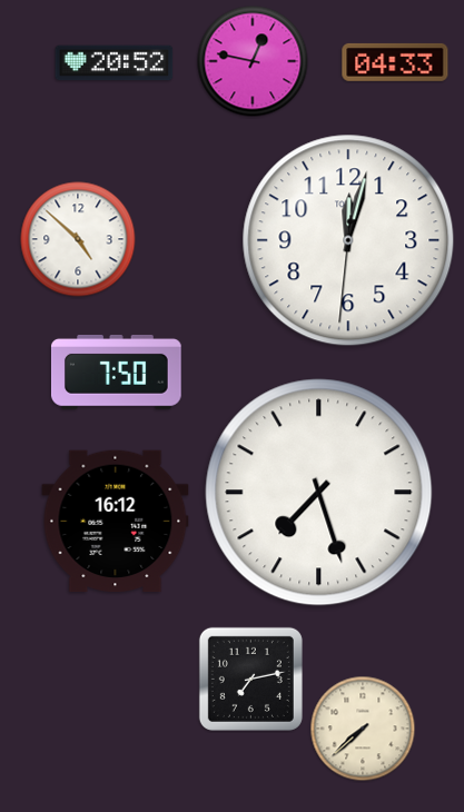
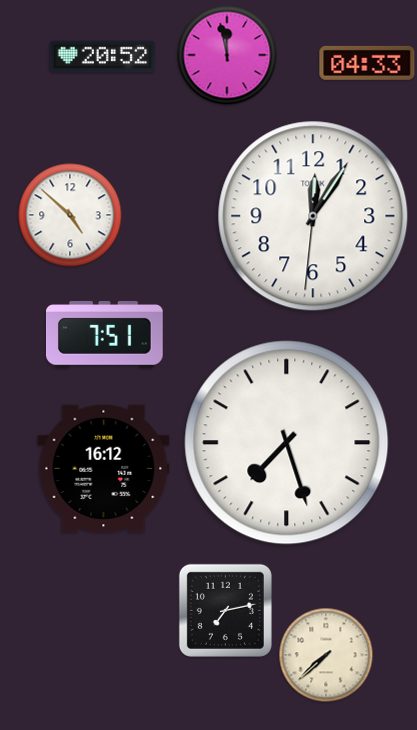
clock at (253, 61): 12:47 -> 11:58
clock at (395, 62) position: (395, 62) -> (367, 63)
clock at (348, 240): 12:02 -> 12:05
clock at (117, 372): 7:50 -> 7:51
